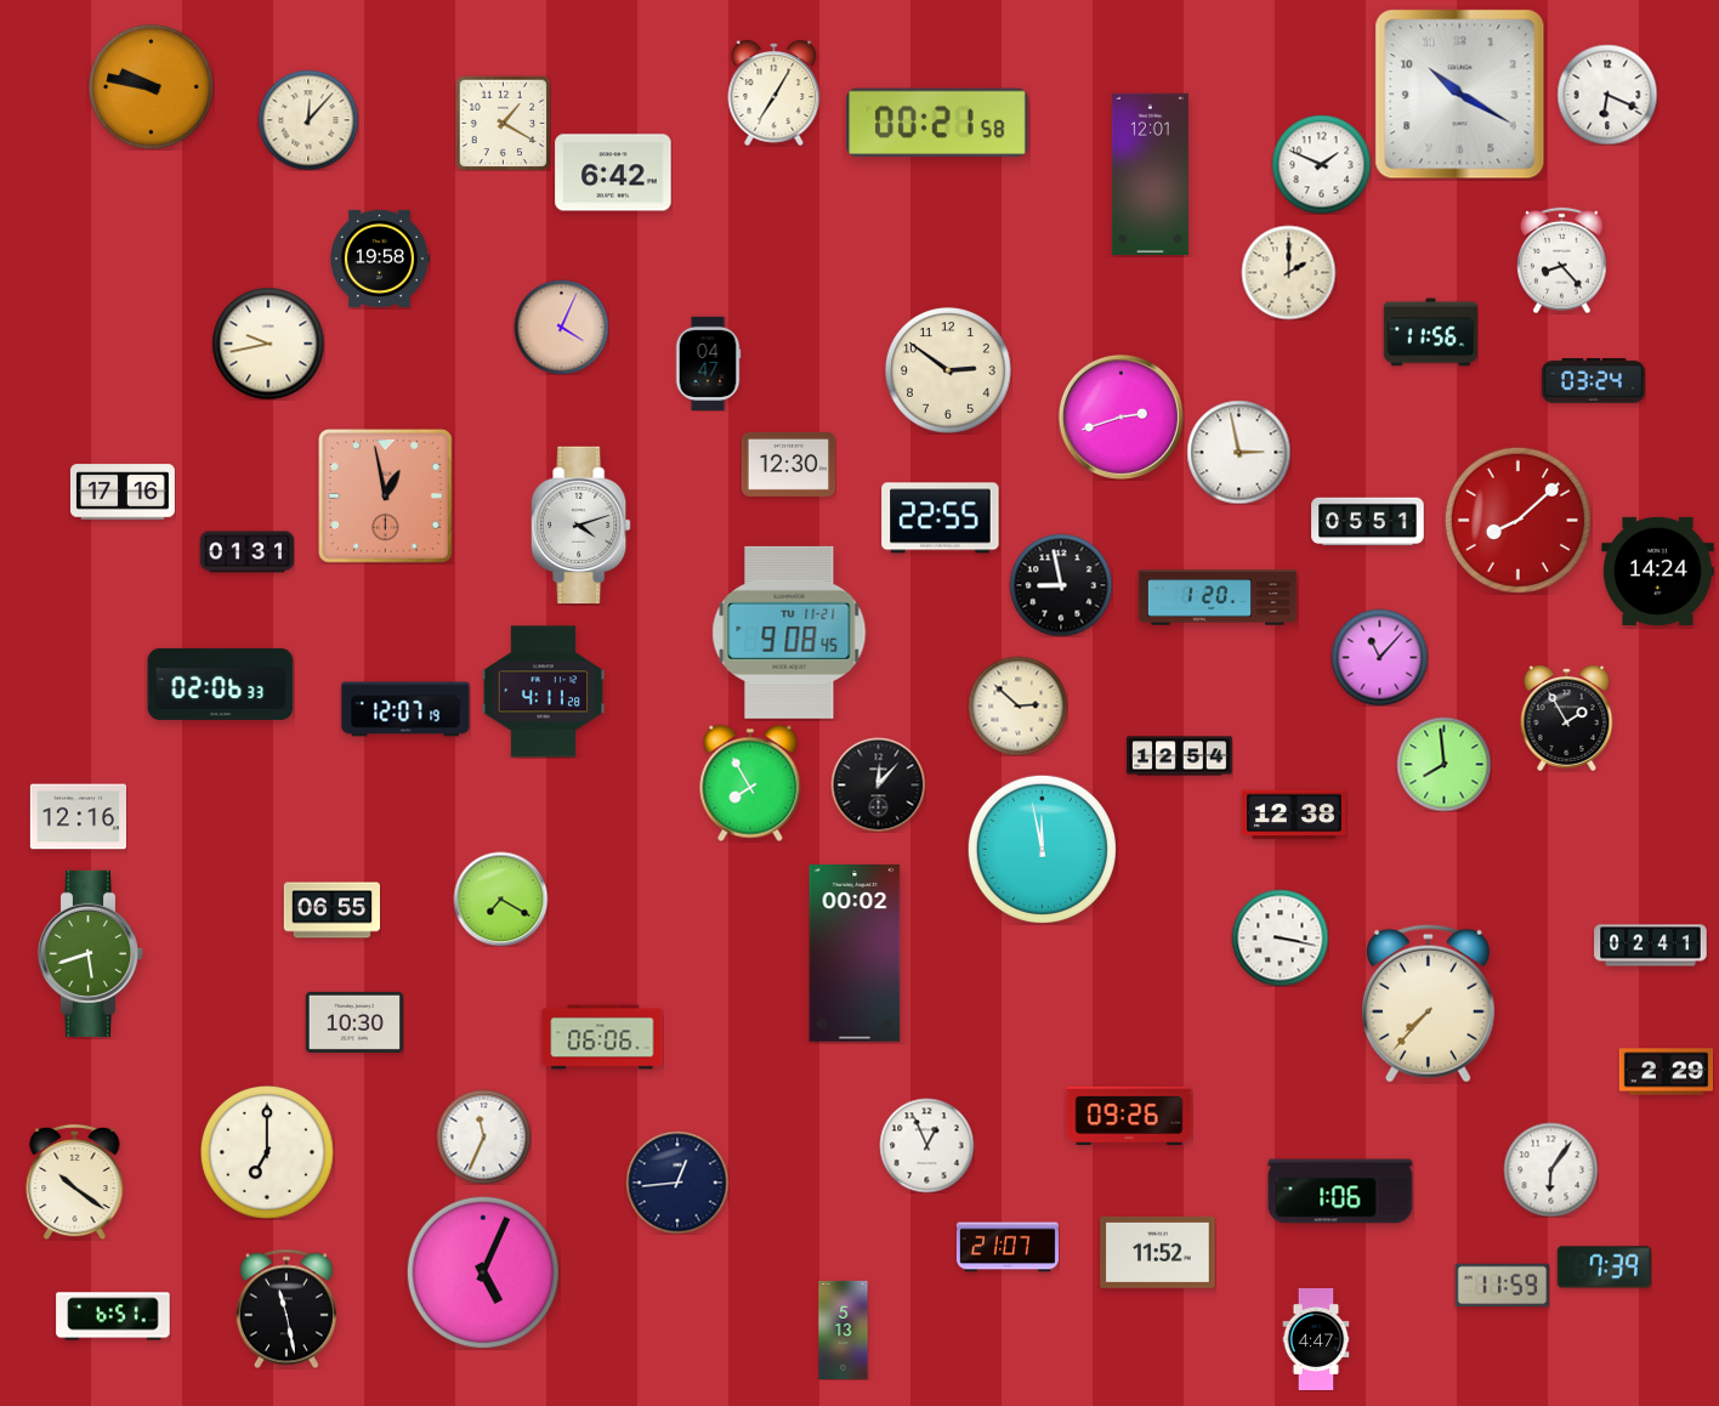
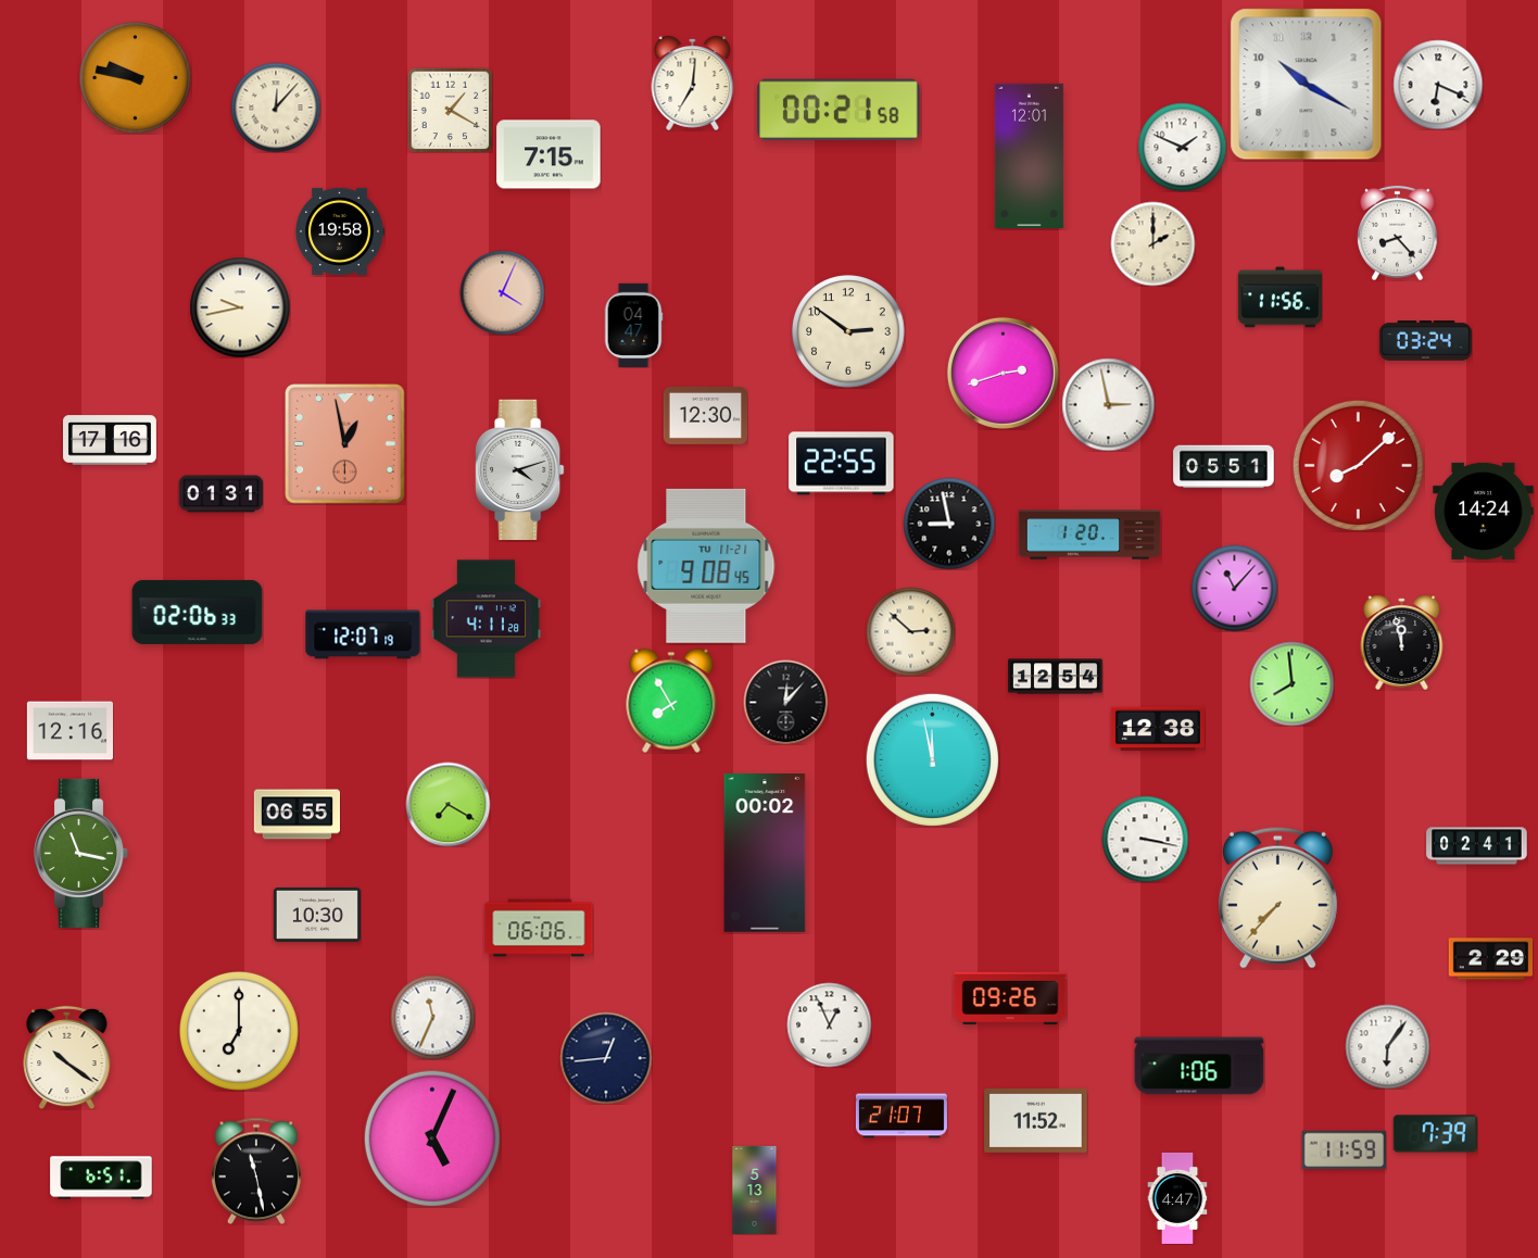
clock at (775, 92): 7:05 -> 7:01
clock at (613, 172): 6:42 -> 7:15
clock at (1567, 718): 1:55 -> 11:58
clock at (90, 953): 5:42 -> 11:17
